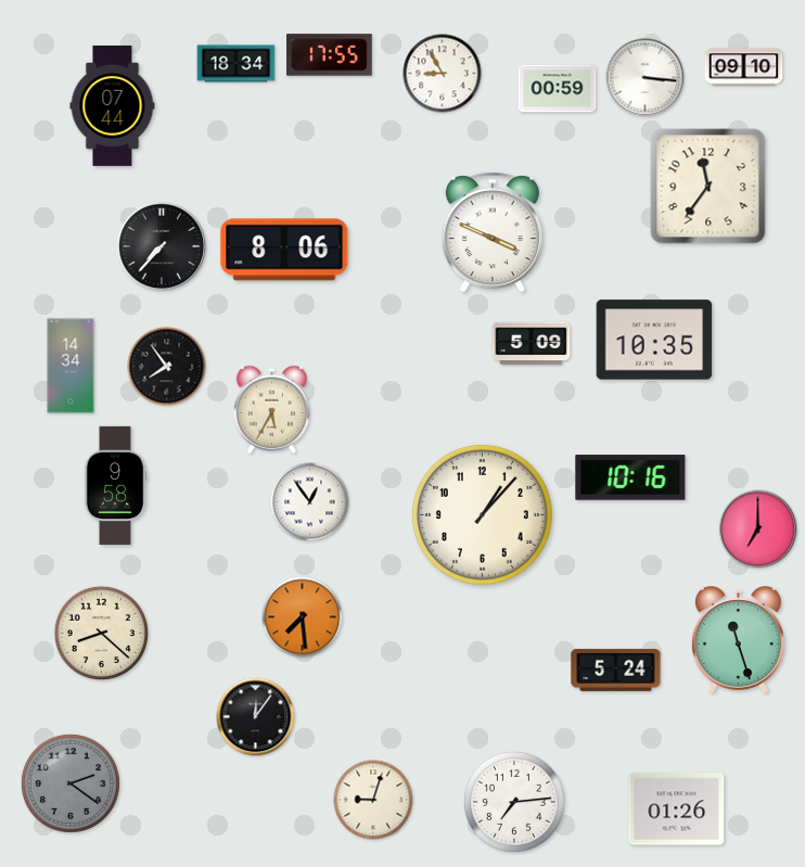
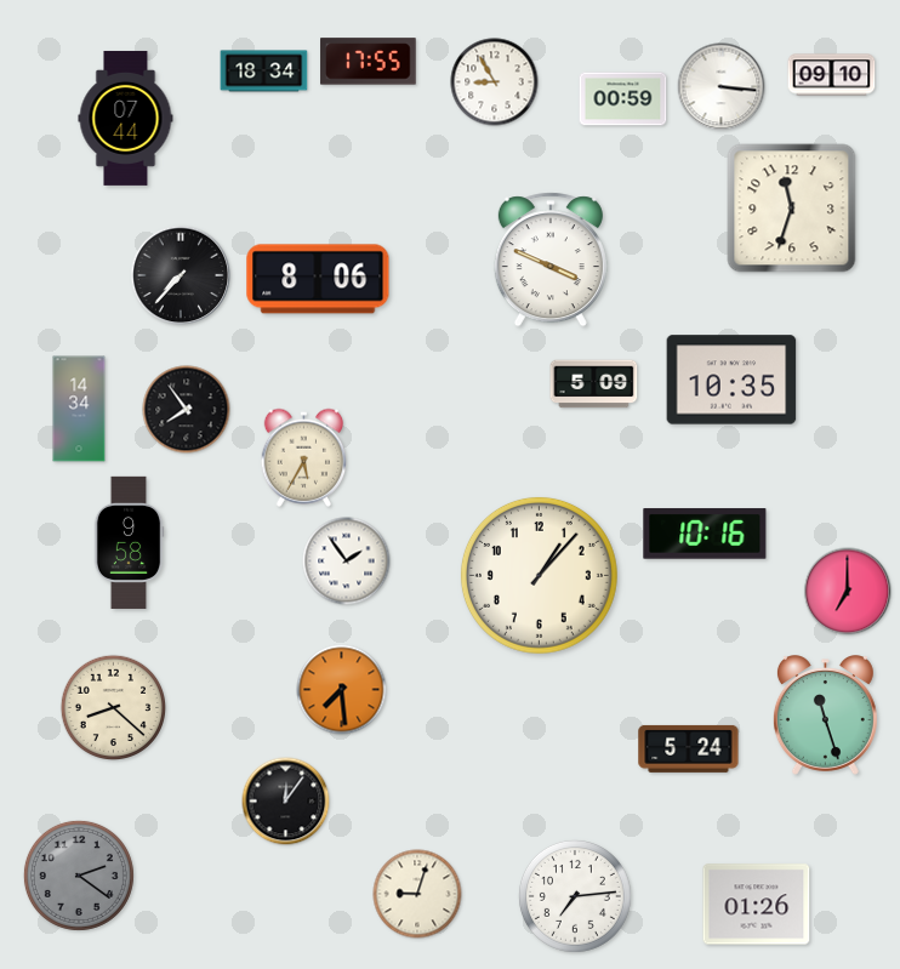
clock at (708, 187): 11:36 -> 11:33
clock at (310, 502): 12:54 -> 1:54
clock at (303, 617) position: (303, 617) -> (342, 690)
